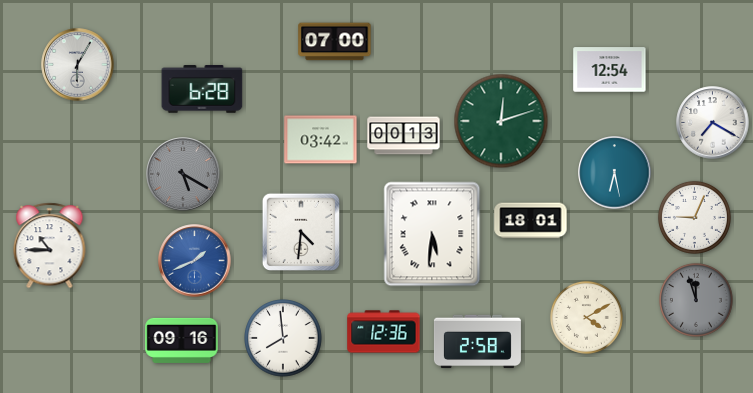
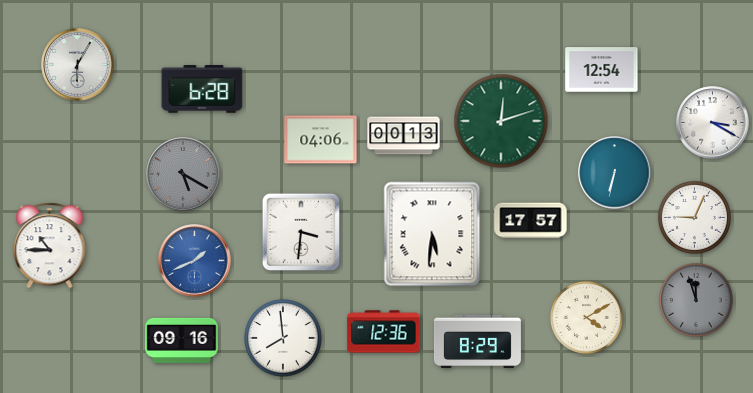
clock at (335, 42): 07:00 -> none
clock at (610, 70) position: (610, 70) -> (602, 70)
clock at (713, 123): 7:20 -> 3:20
clock at (321, 140): 03:42 -> 04:06
clock at (615, 173): 6:28 -> 6:32
clock at (531, 221): 18:01 -> 17:57
clock at (300, 231): 4:31 -> 3:31
clock at (477, 342): 2:58 -> 8:29
